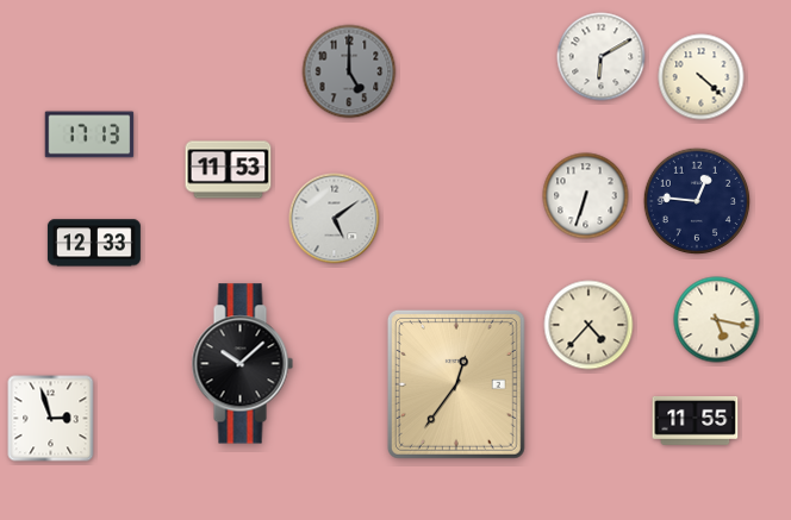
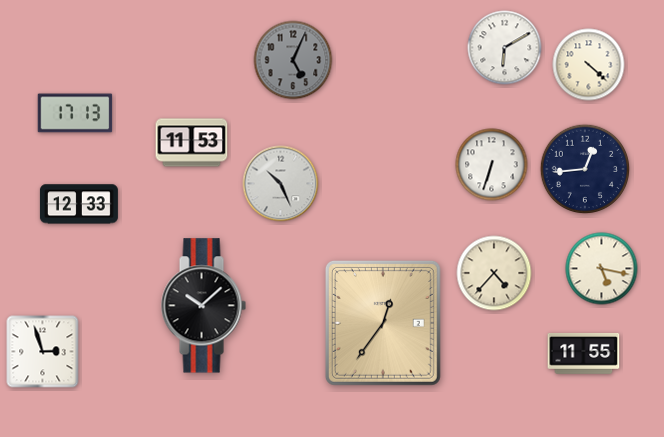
clock at (349, 71): 5:00 -> 5:04
clock at (696, 200): 12:46 -> 12:44
clock at (335, 219): 5:09 -> 10:26
